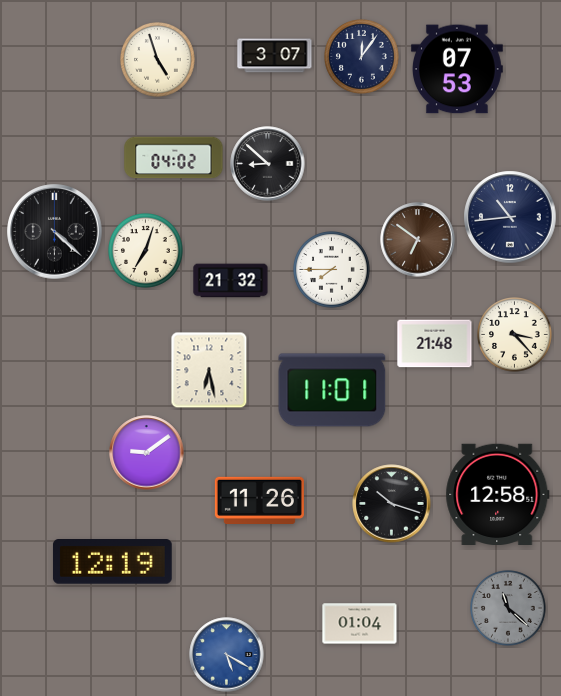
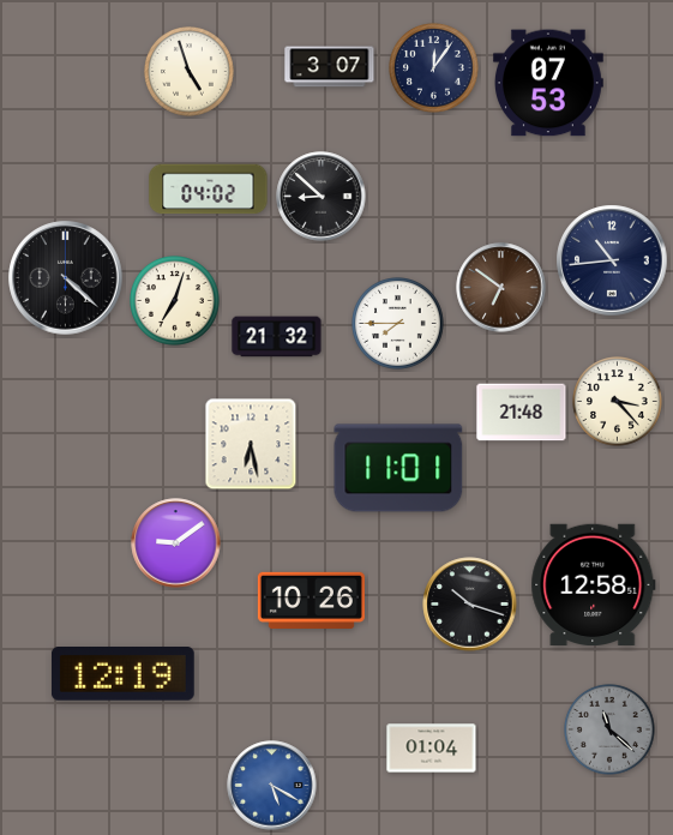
clock at (498, 494) position: (498, 494) -> (594, 584)
clock at (259, 500): 11:26 -> 10:26
clock at (112, 562) position: (112, 562) -> (122, 674)
